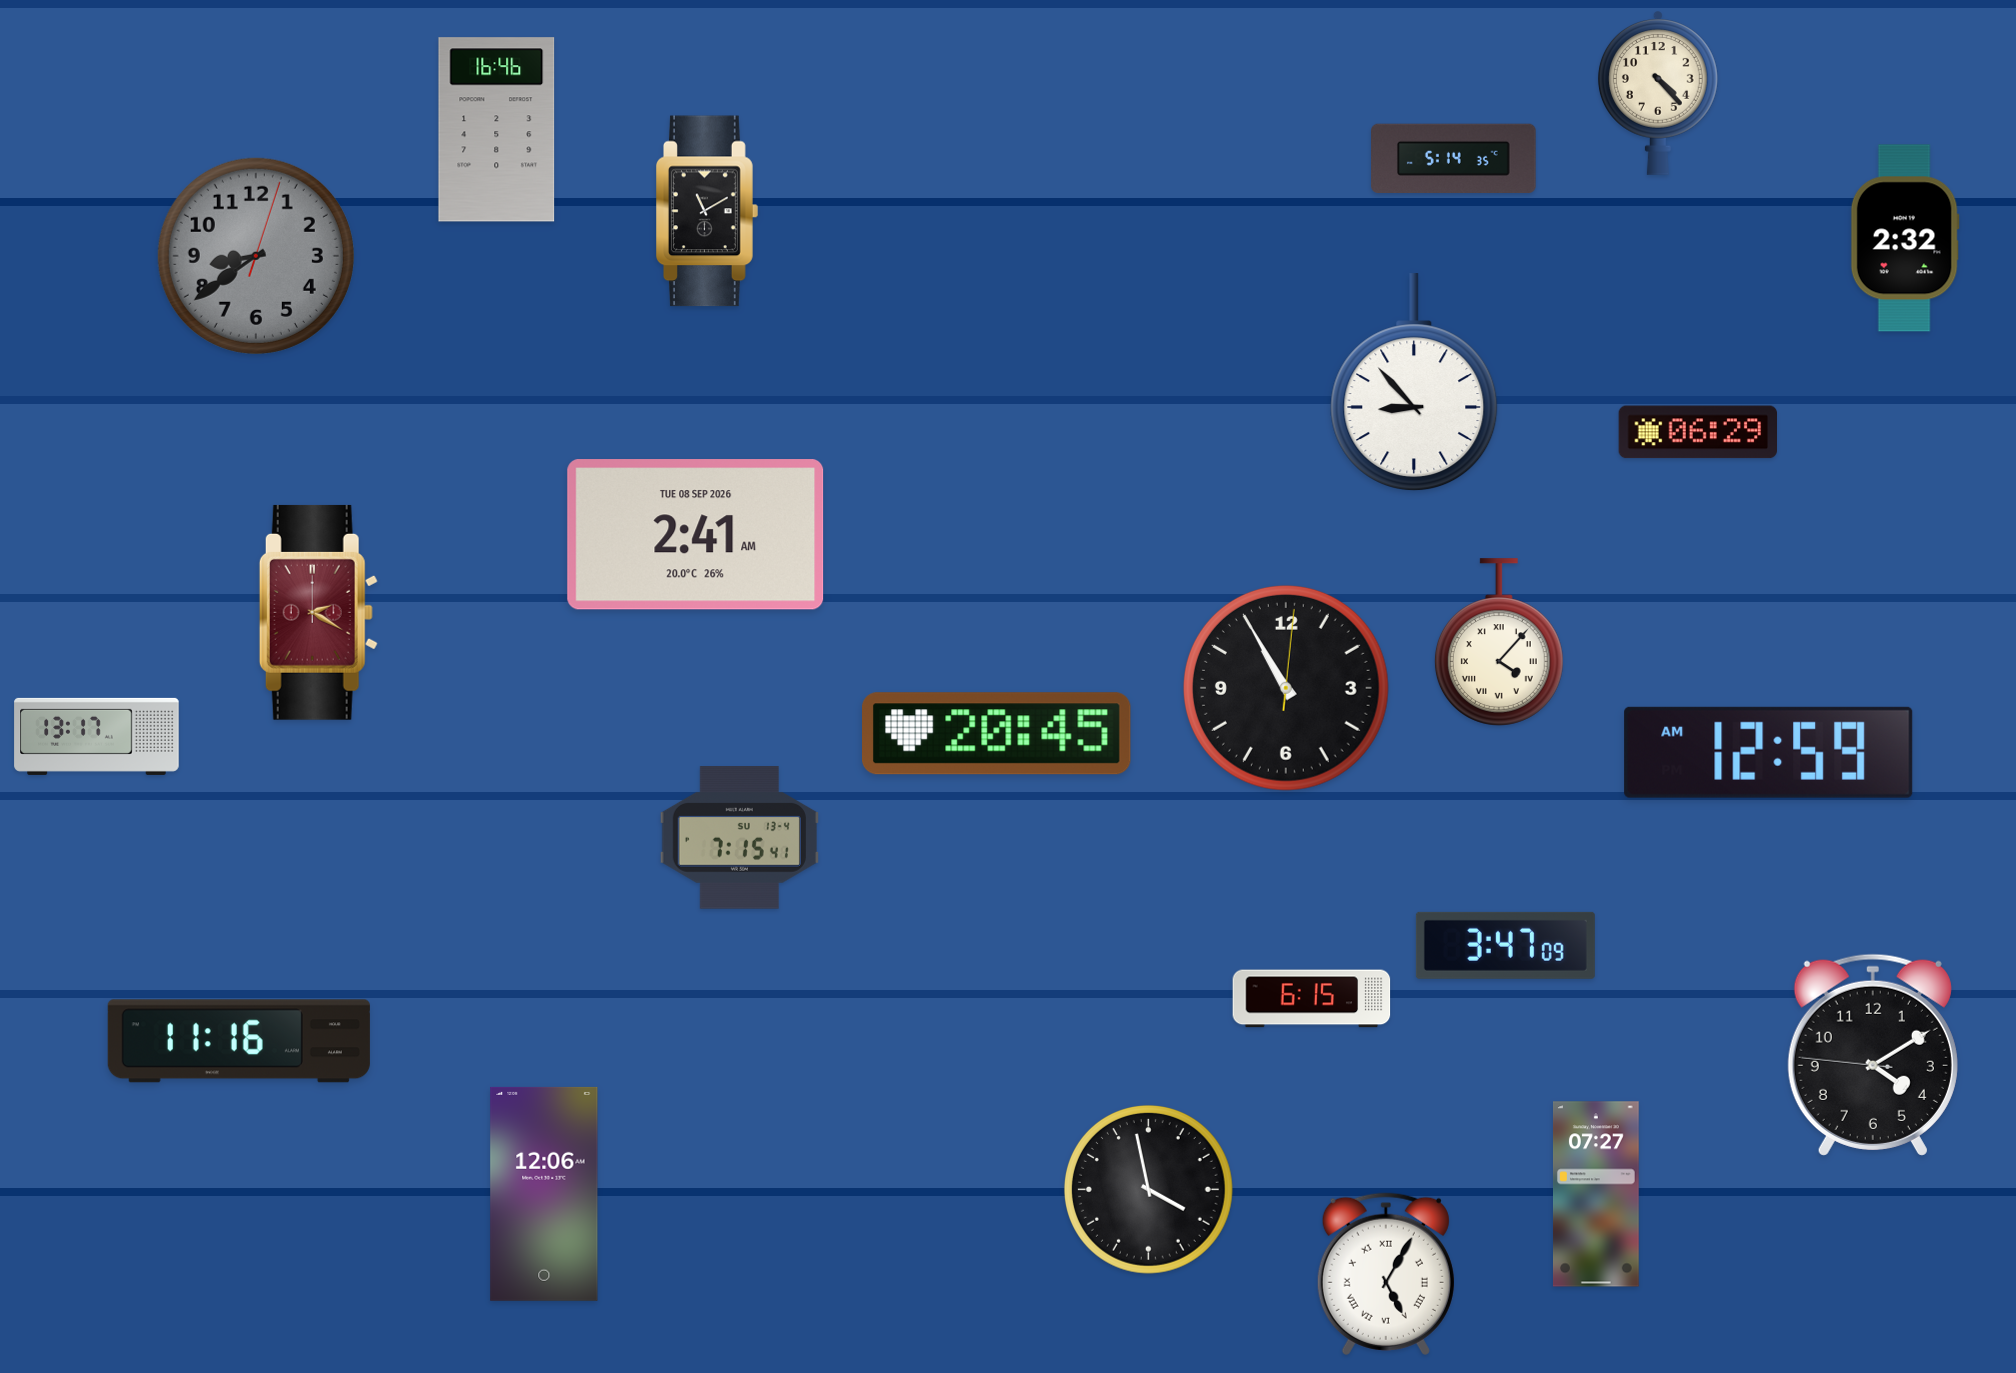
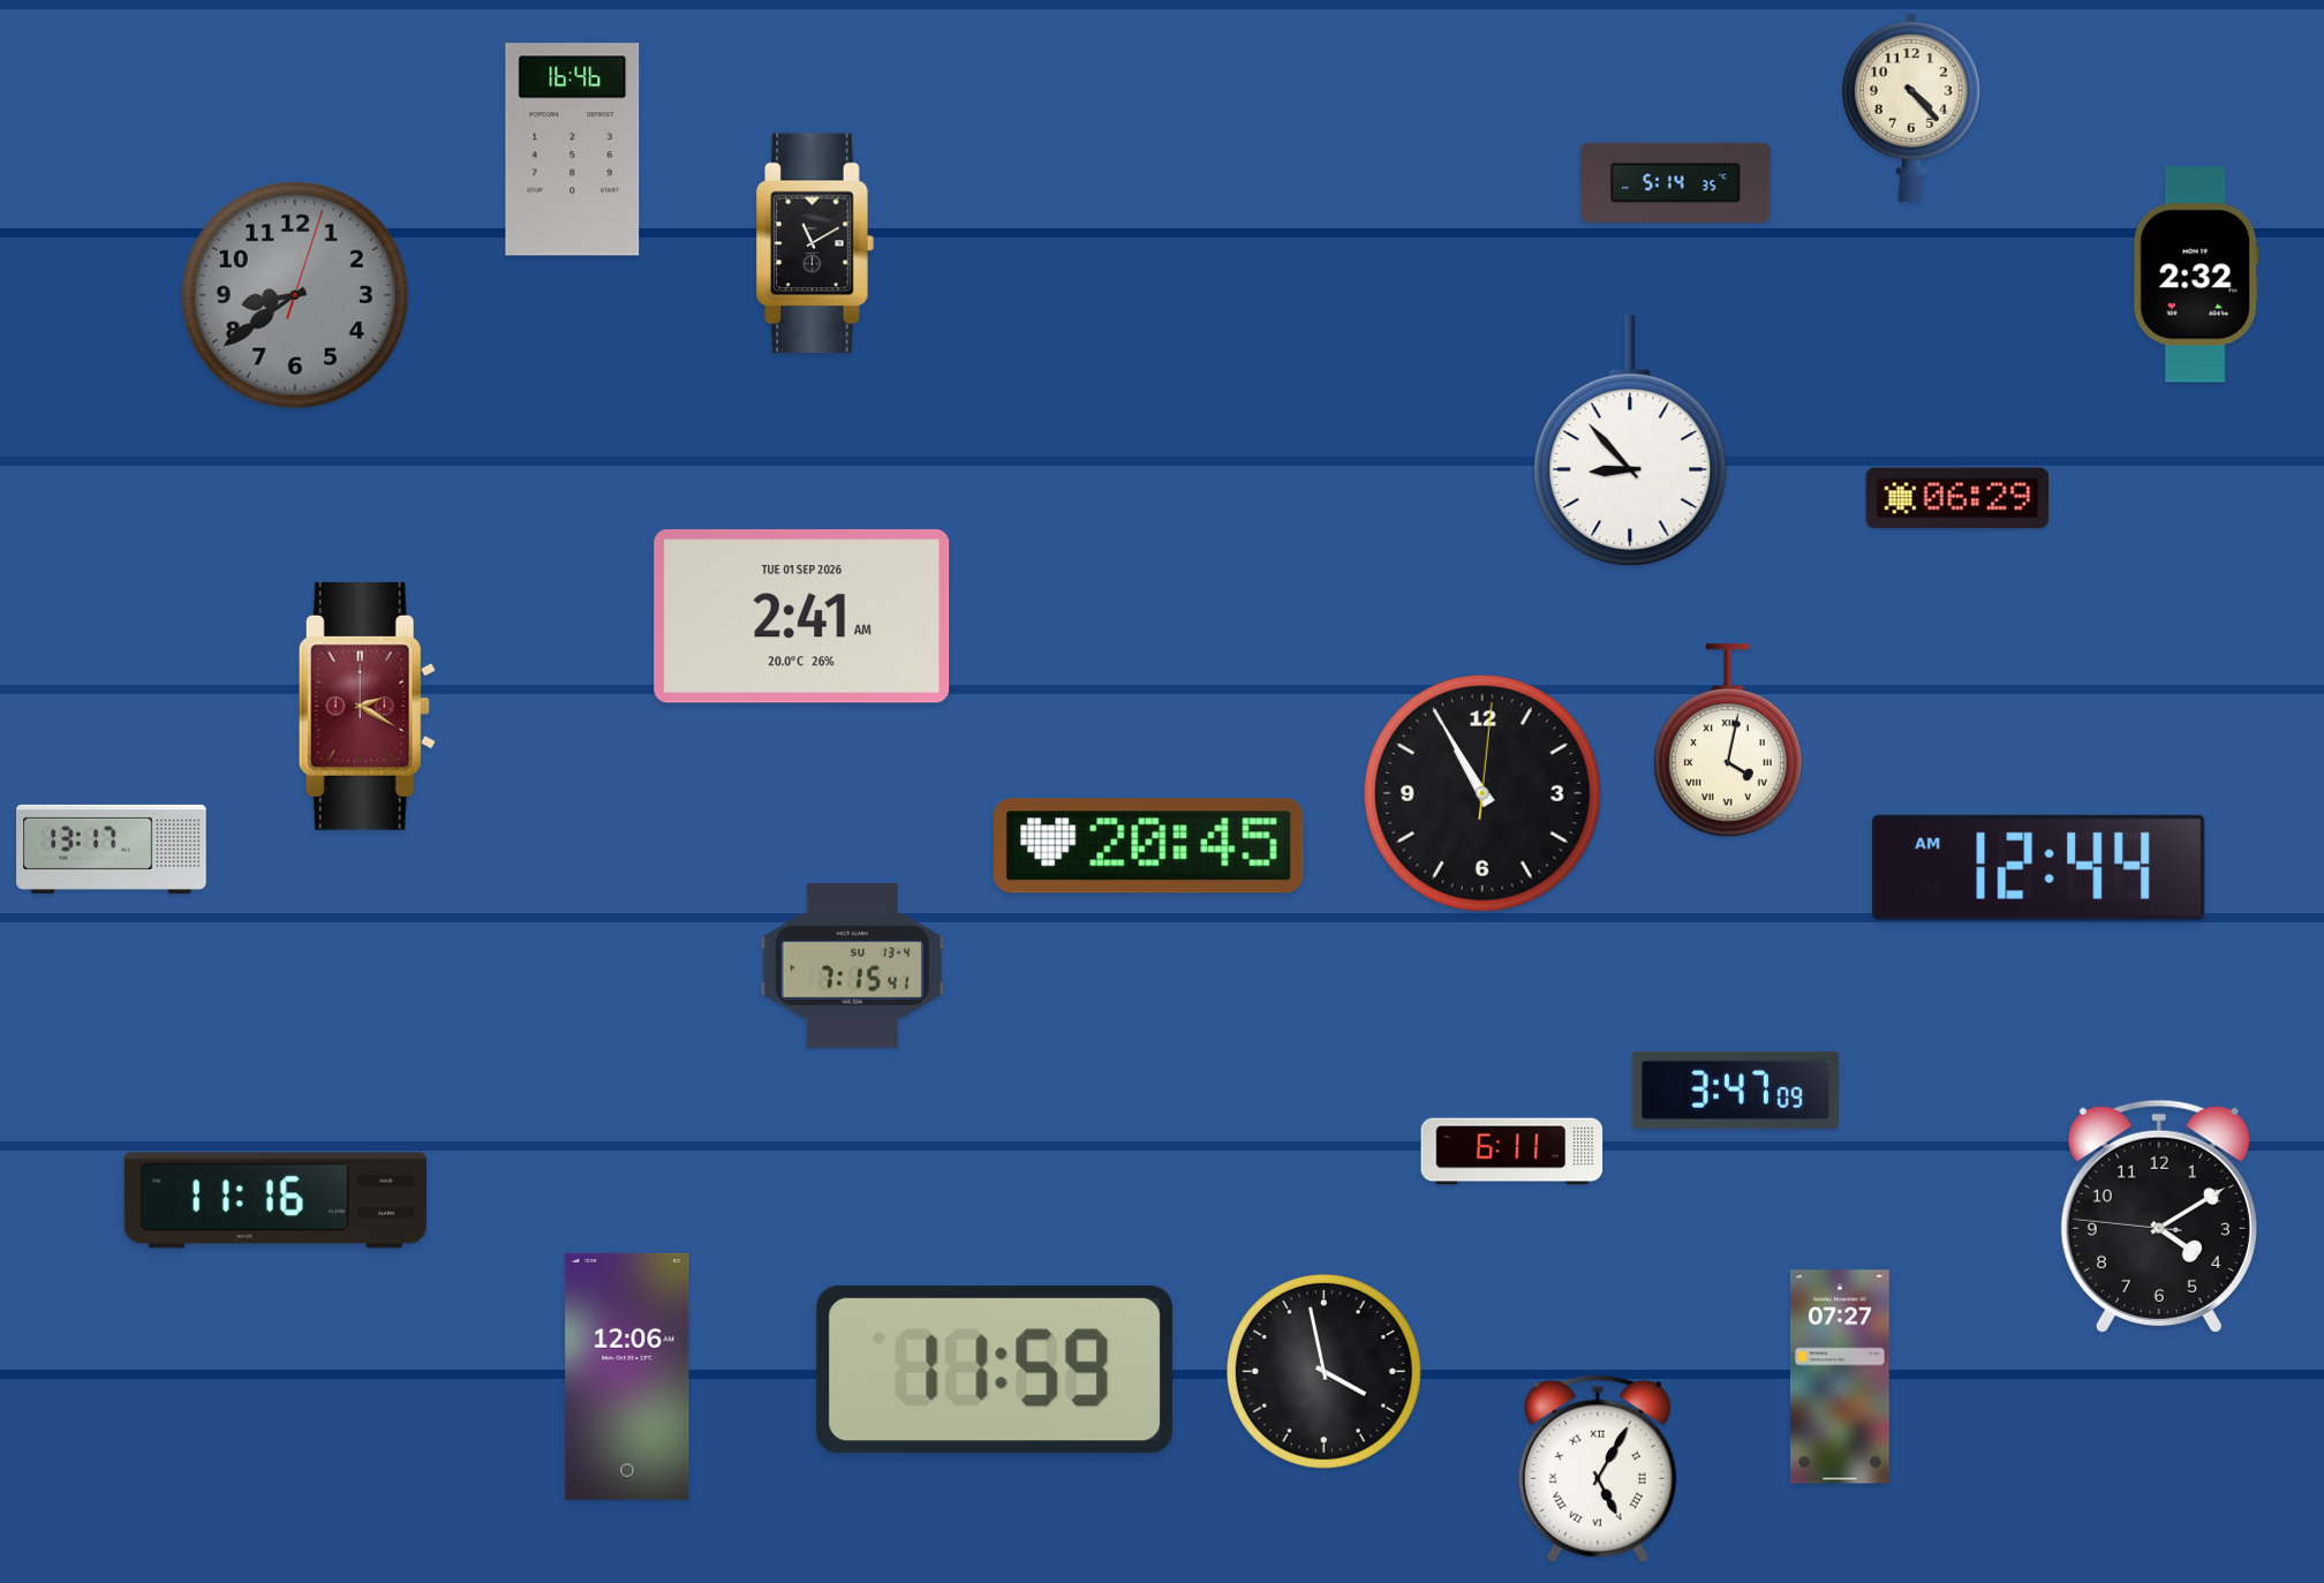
clock at (696, 535) date: TUE 08 SEP 2026 -> TUE 01 SEP 2026
clock at (1499, 642): 4:07 -> 4:02
clock at (1769, 752): 12:59 -> 12:44
clock at (1312, 999): 6:15 -> 6:11
clock at (995, 1371): none -> 11:59
